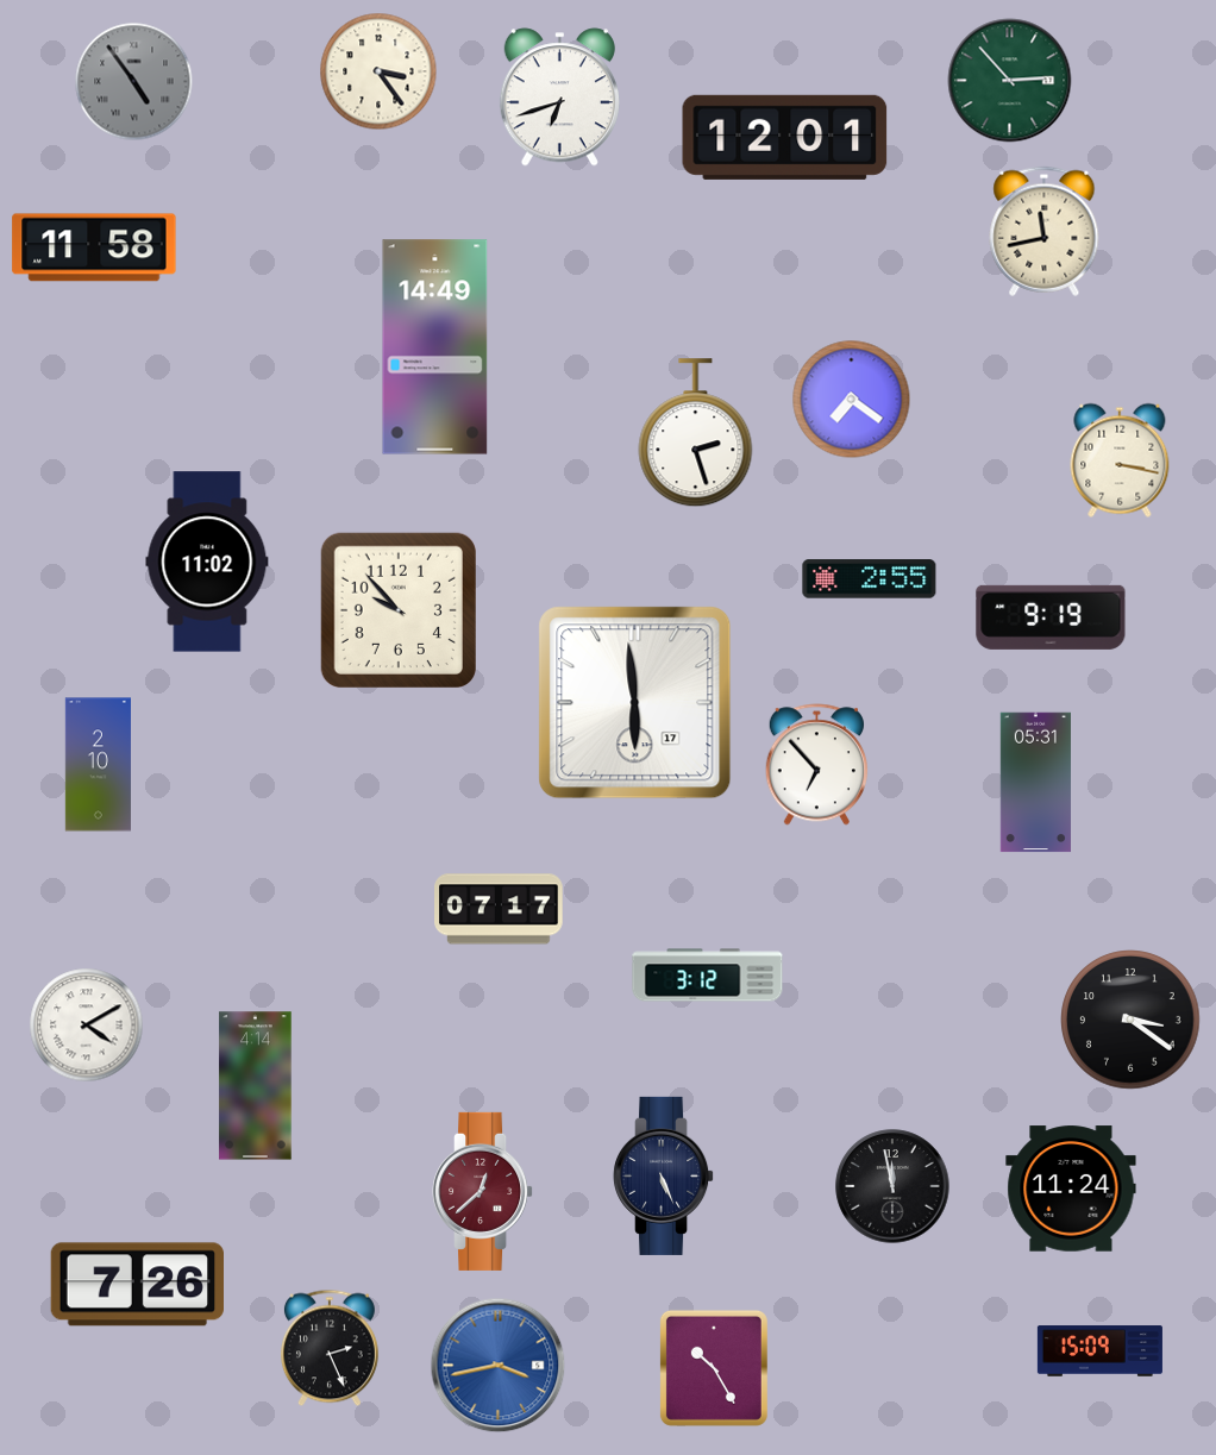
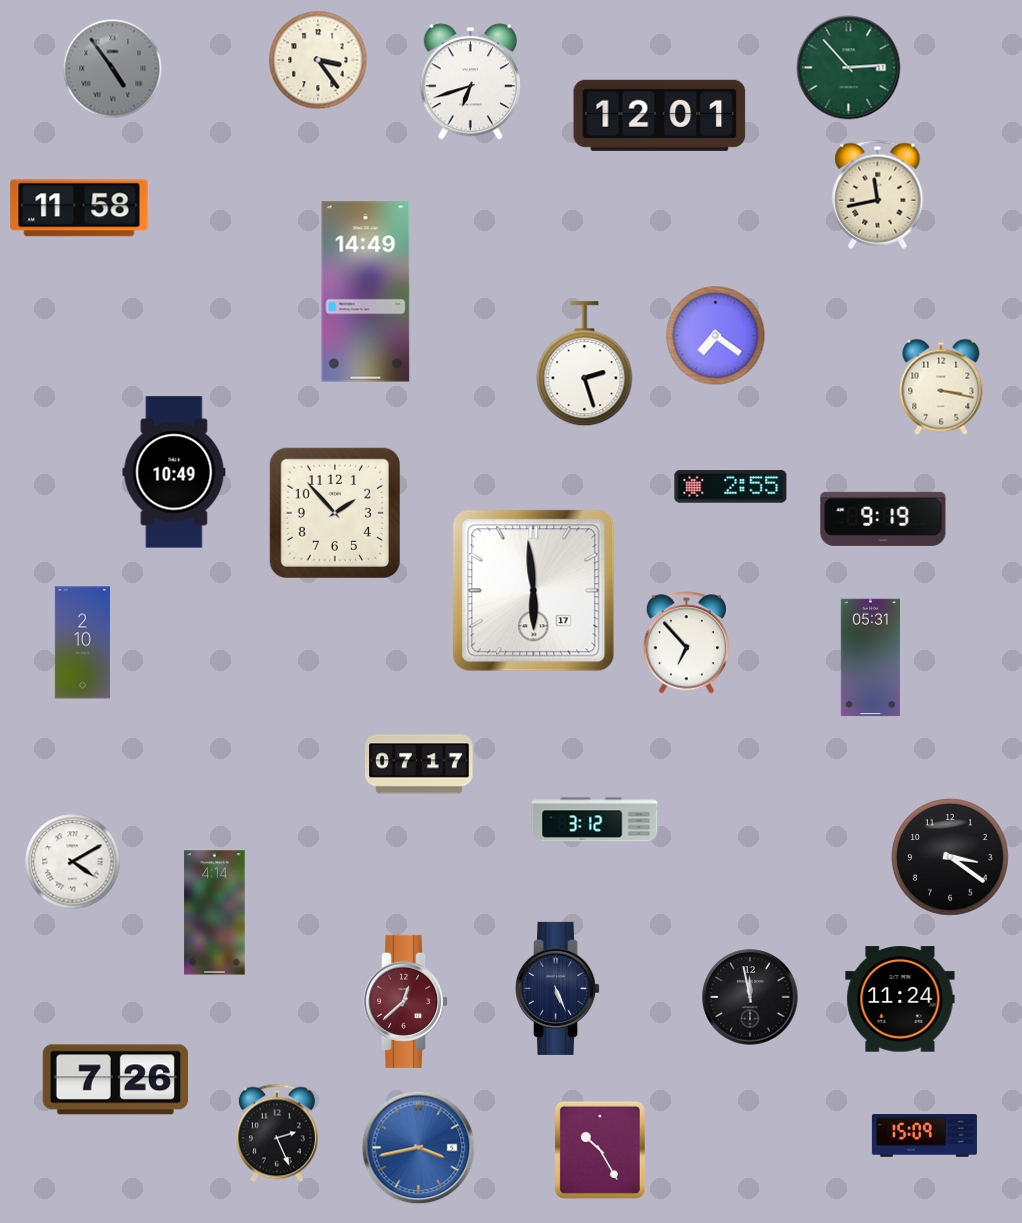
clock at (207, 562): 11:02 -> 10:49
clock at (399, 610): 9:53 -> 1:53
